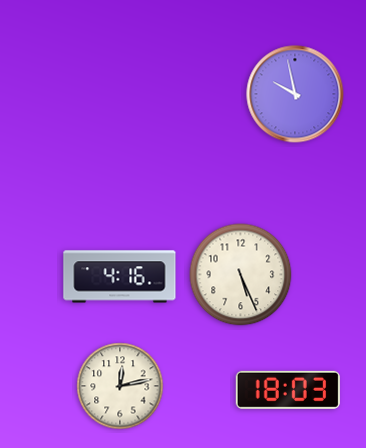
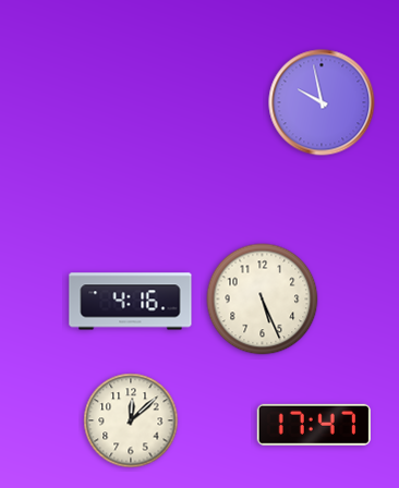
clock at (120, 386): 12:13 -> 12:08
clock at (288, 390): 18:03 -> 17:47
